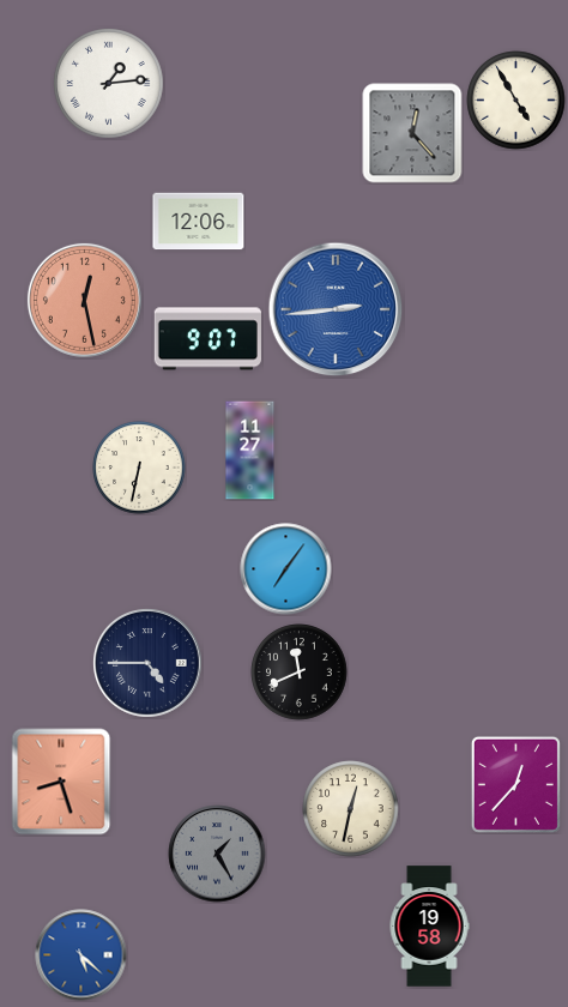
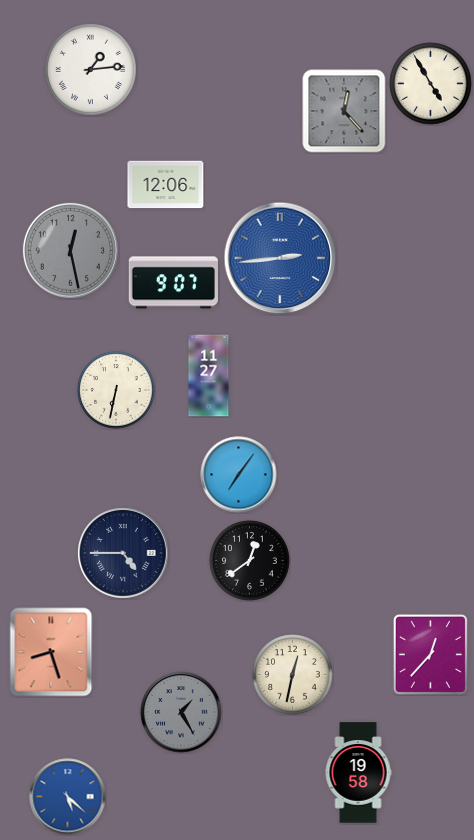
clock at (84, 300) dial: salmon -> grey
clock at (300, 673): 11:41 -> 12:39
